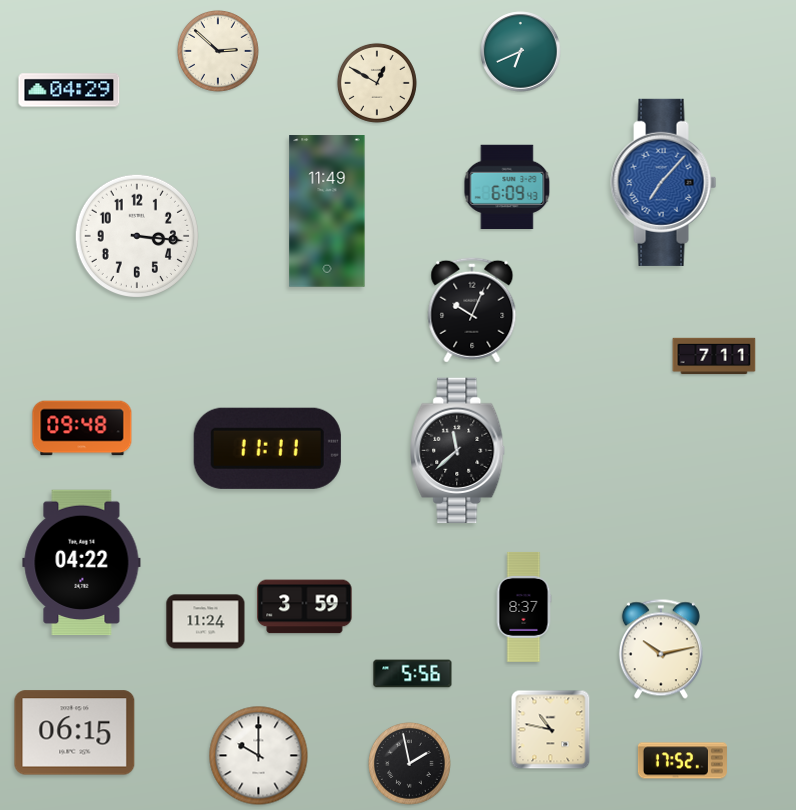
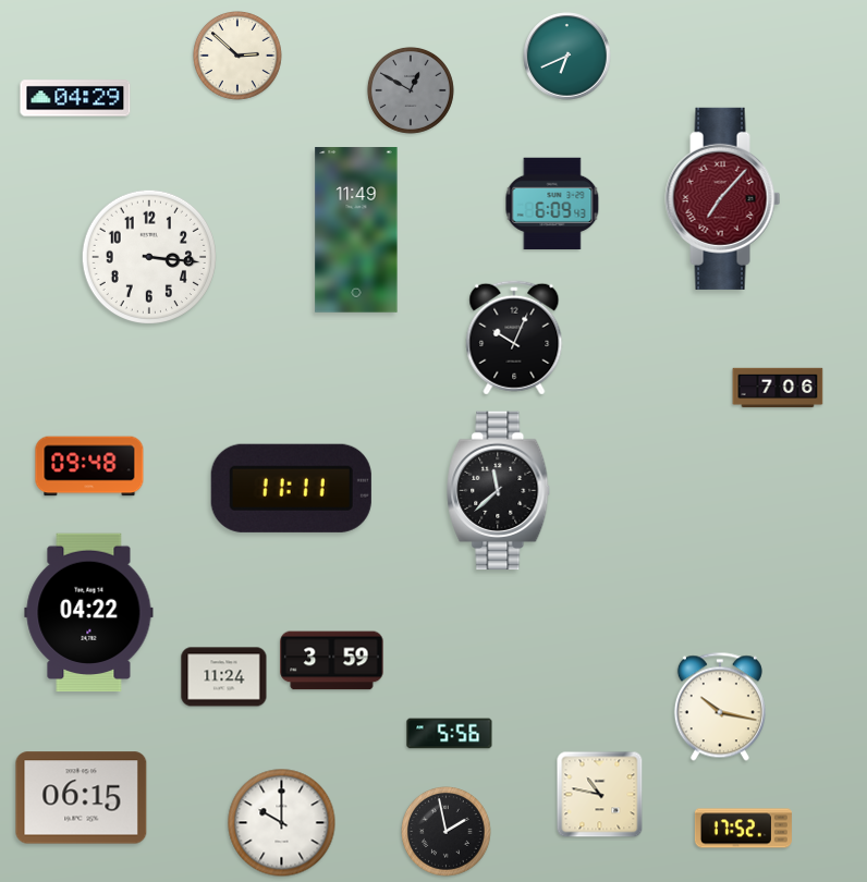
clock at (377, 83) dial: cream -> grey
clock at (664, 182) dial: blue -> burgundy
clock at (714, 356): 7:11 -> 7:06
clock at (524, 607): 8:37 -> none
clock at (661, 649): 10:13 -> 10:17
